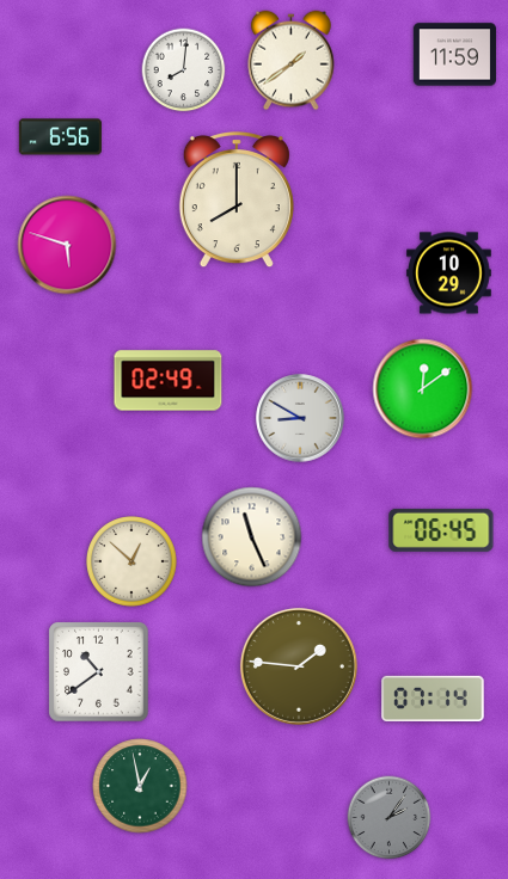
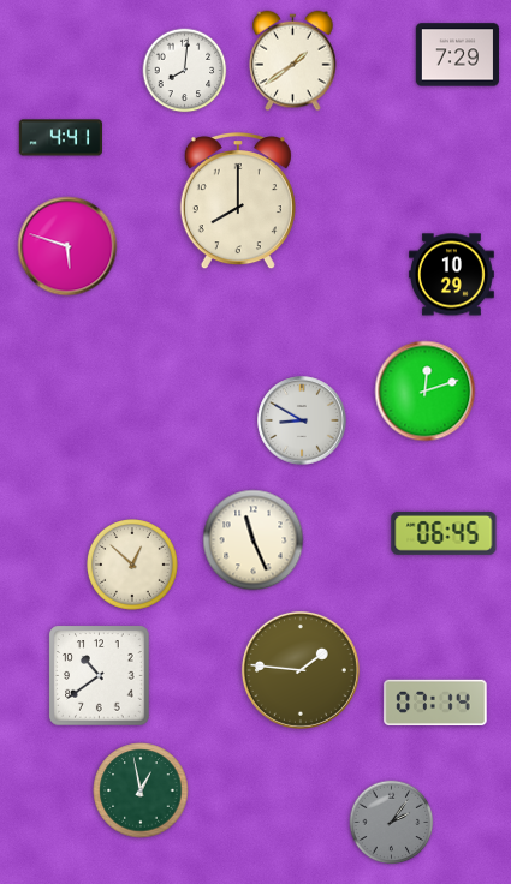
clock at (454, 55): 11:59 -> 7:29
clock at (60, 137): 6:56 -> 4:41
clock at (169, 381): 02:49 -> none
clock at (423, 389): 12:09 -> 12:12
